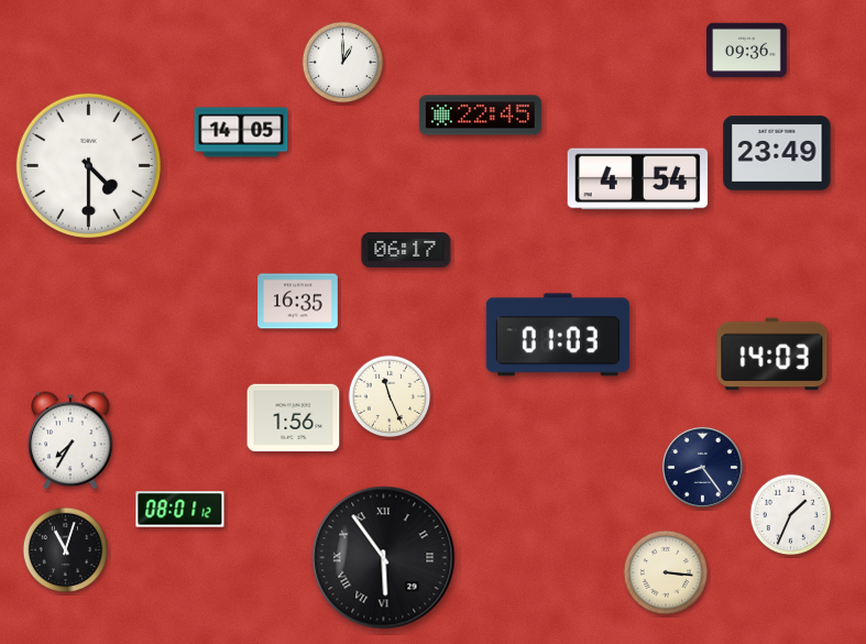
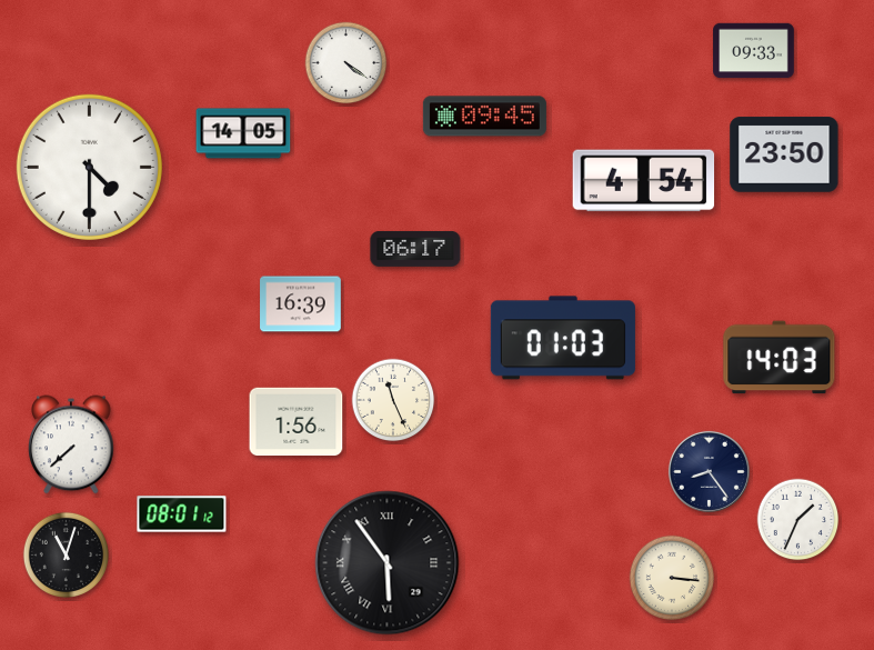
clock at (747, 51): 09:36 -> 09:33
clock at (343, 63): 1:00 -> 4:21
clock at (480, 116): 22:45 -> 09:45
clock at (777, 153): 23:49 -> 23:50
clock at (406, 250) position: (406, 250) -> (415, 249)
clock at (298, 302): 16:35 -> 16:39
clock at (70, 440): 7:35 -> 7:38
